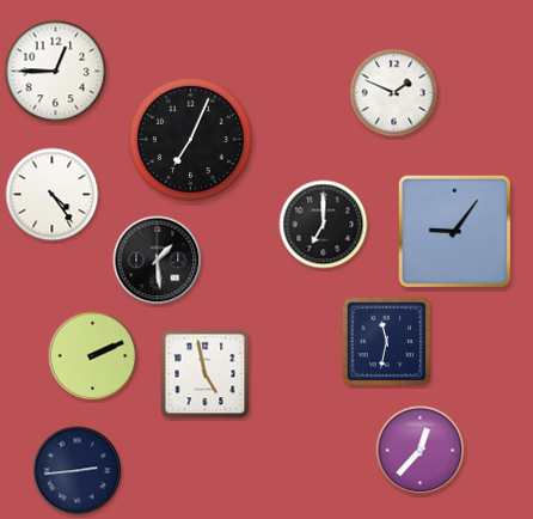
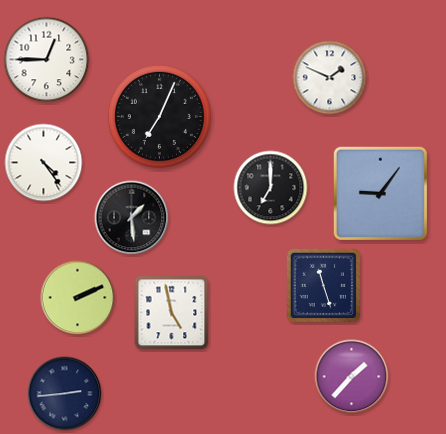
clock at (386, 341): 11:32 -> 11:27
clock at (421, 451): 12:37 -> 1:37
